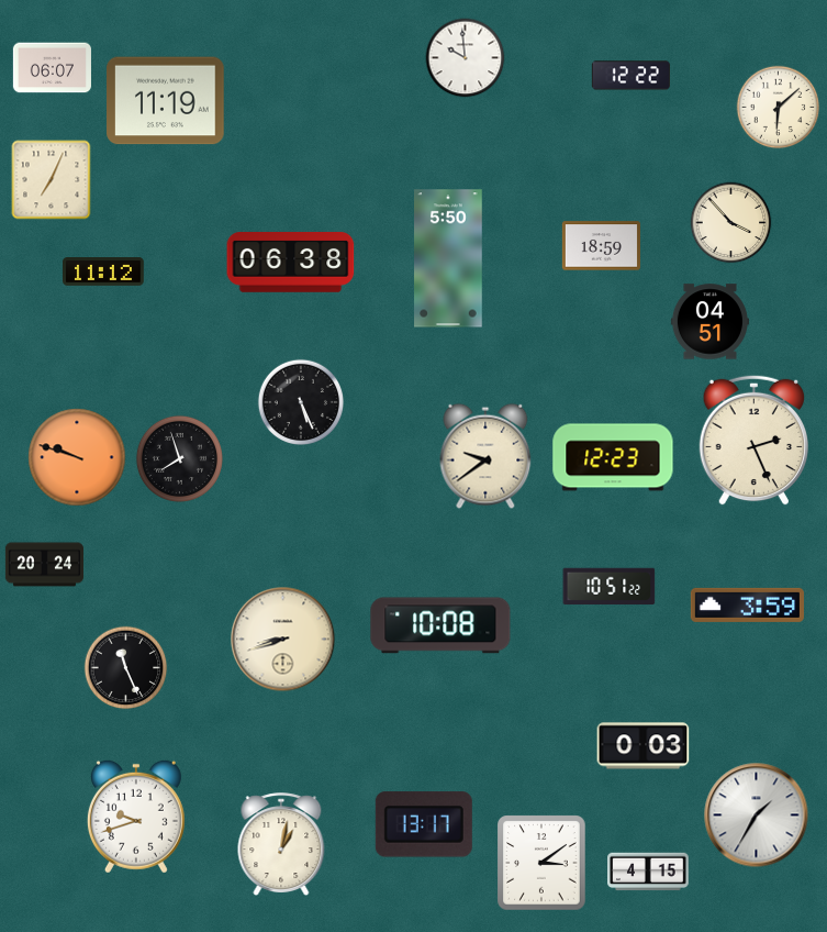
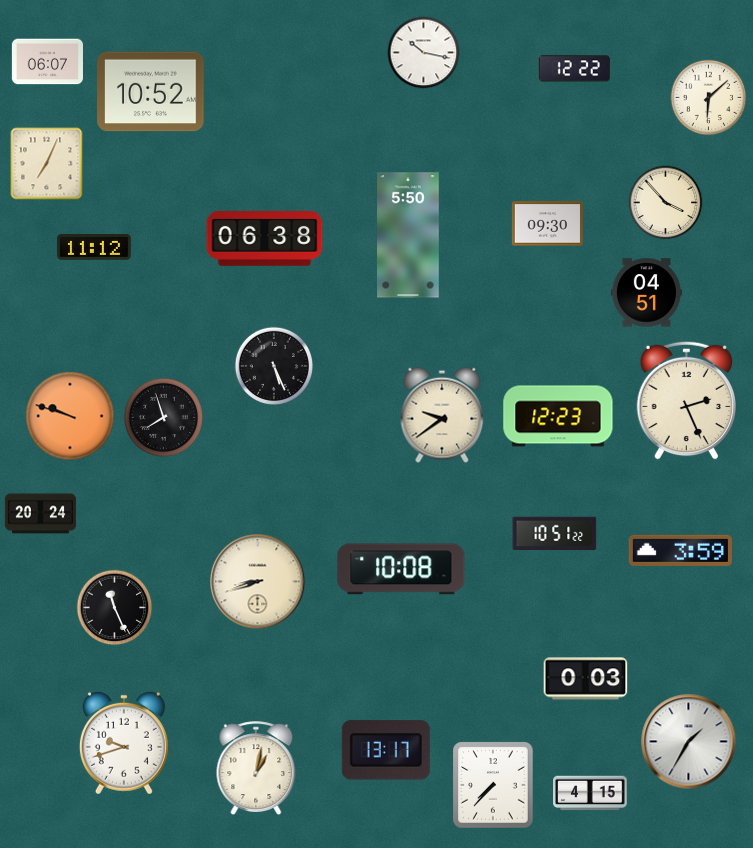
clock at (466, 58): 9:59 -> 10:17
clock at (166, 101): 11:19 -> 10:52
clock at (601, 246): 18:59 -> 09:30
clock at (541, 863): 3:09 -> 7:37
